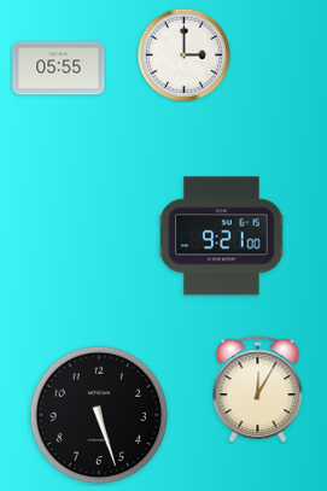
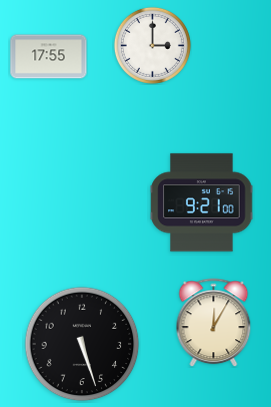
clock at (59, 69): 05:55 -> 17:55
clock at (222, 236) position: (222, 236) -> (202, 203)
